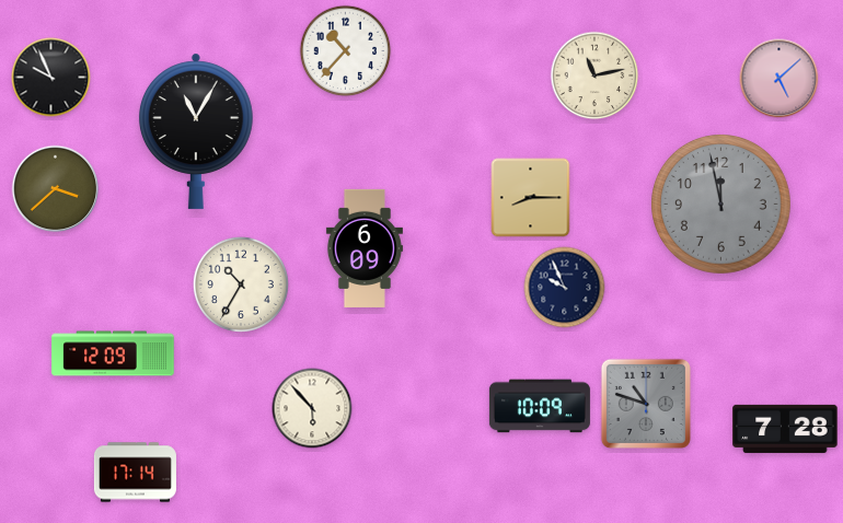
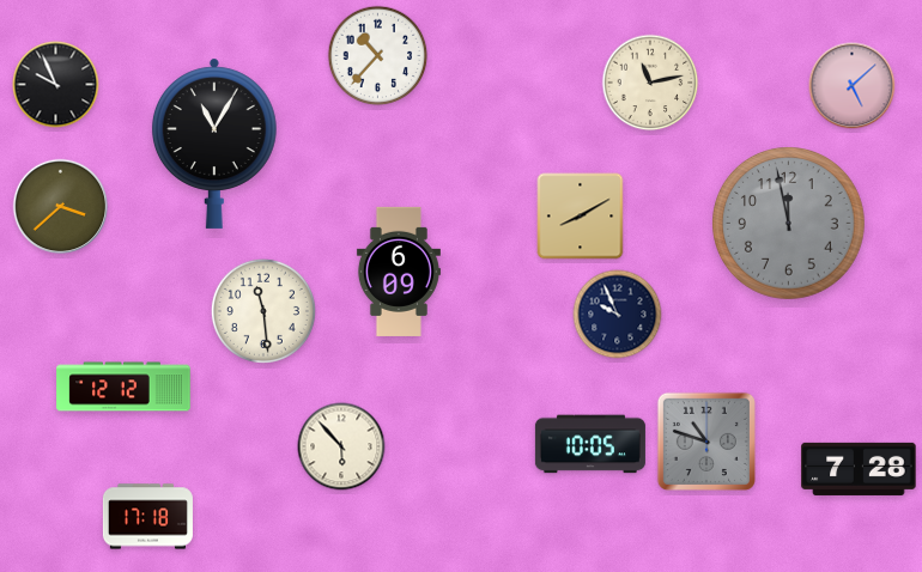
clock at (531, 198): 8:15 -> 8:10
clock at (241, 284): 10:35 -> 11:29
clock at (113, 353): 12:09 -> 12:12
clock at (540, 406): 10:09 -> 10:05
clock at (135, 473): 17:14 -> 17:18
